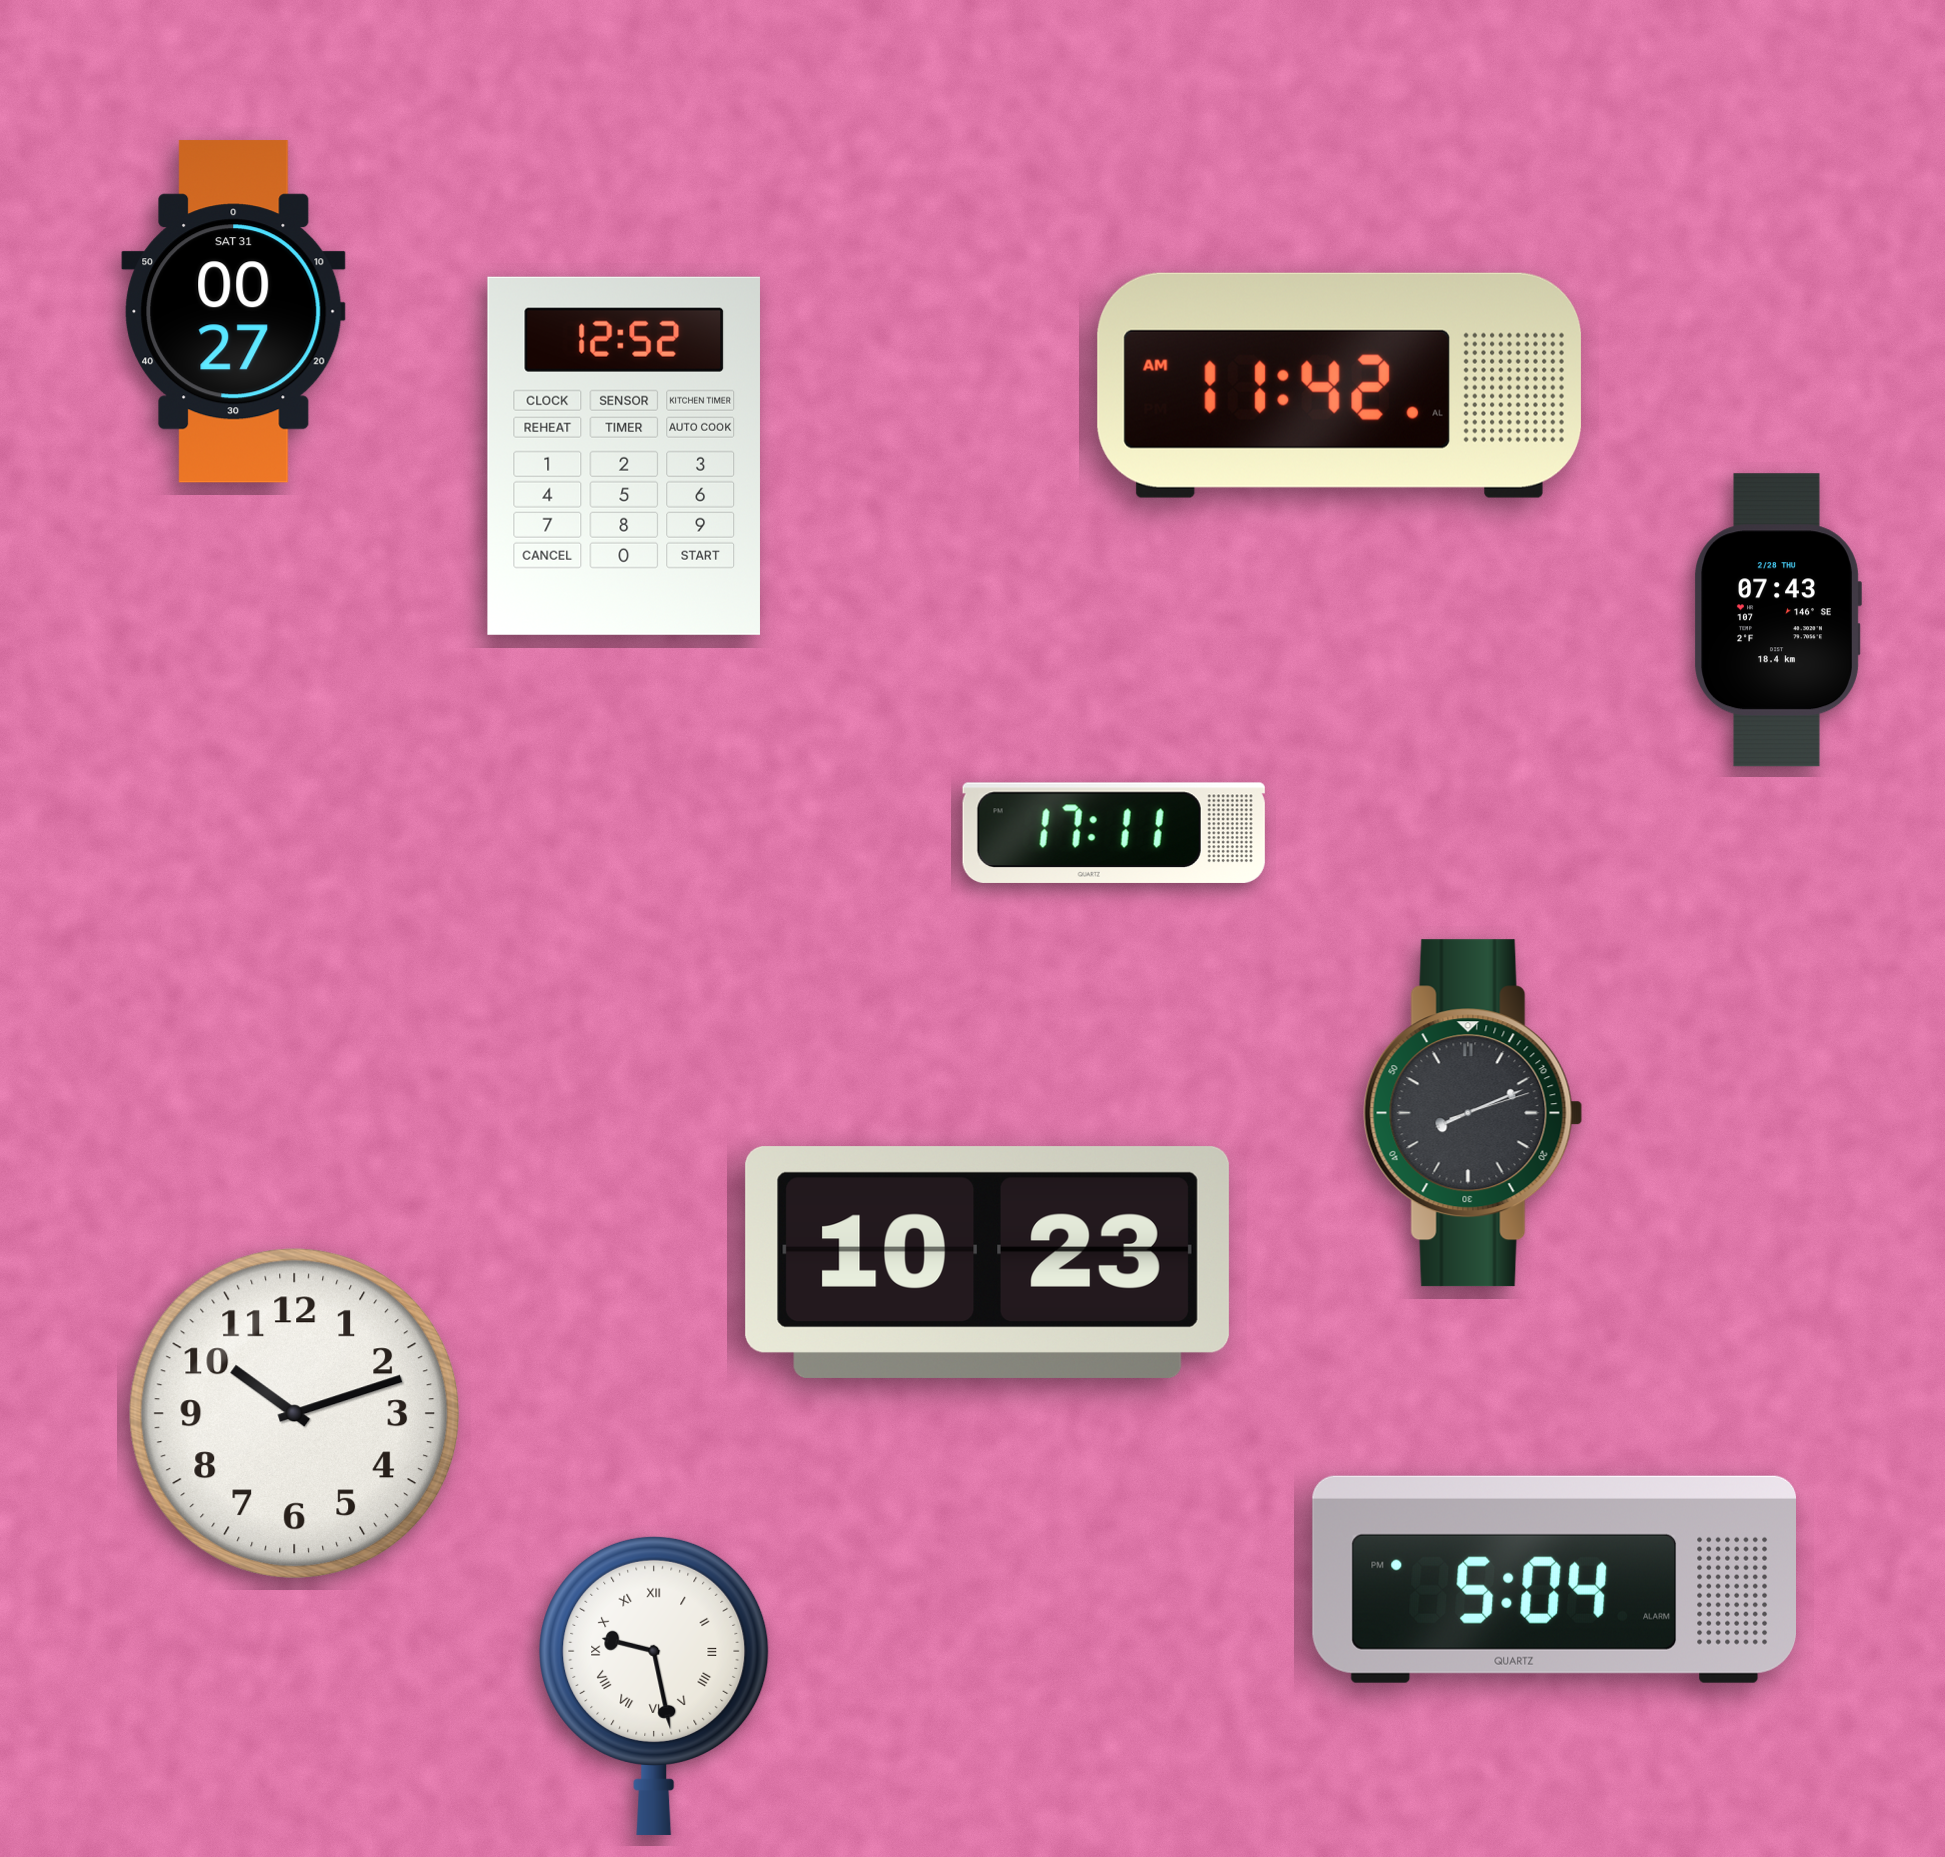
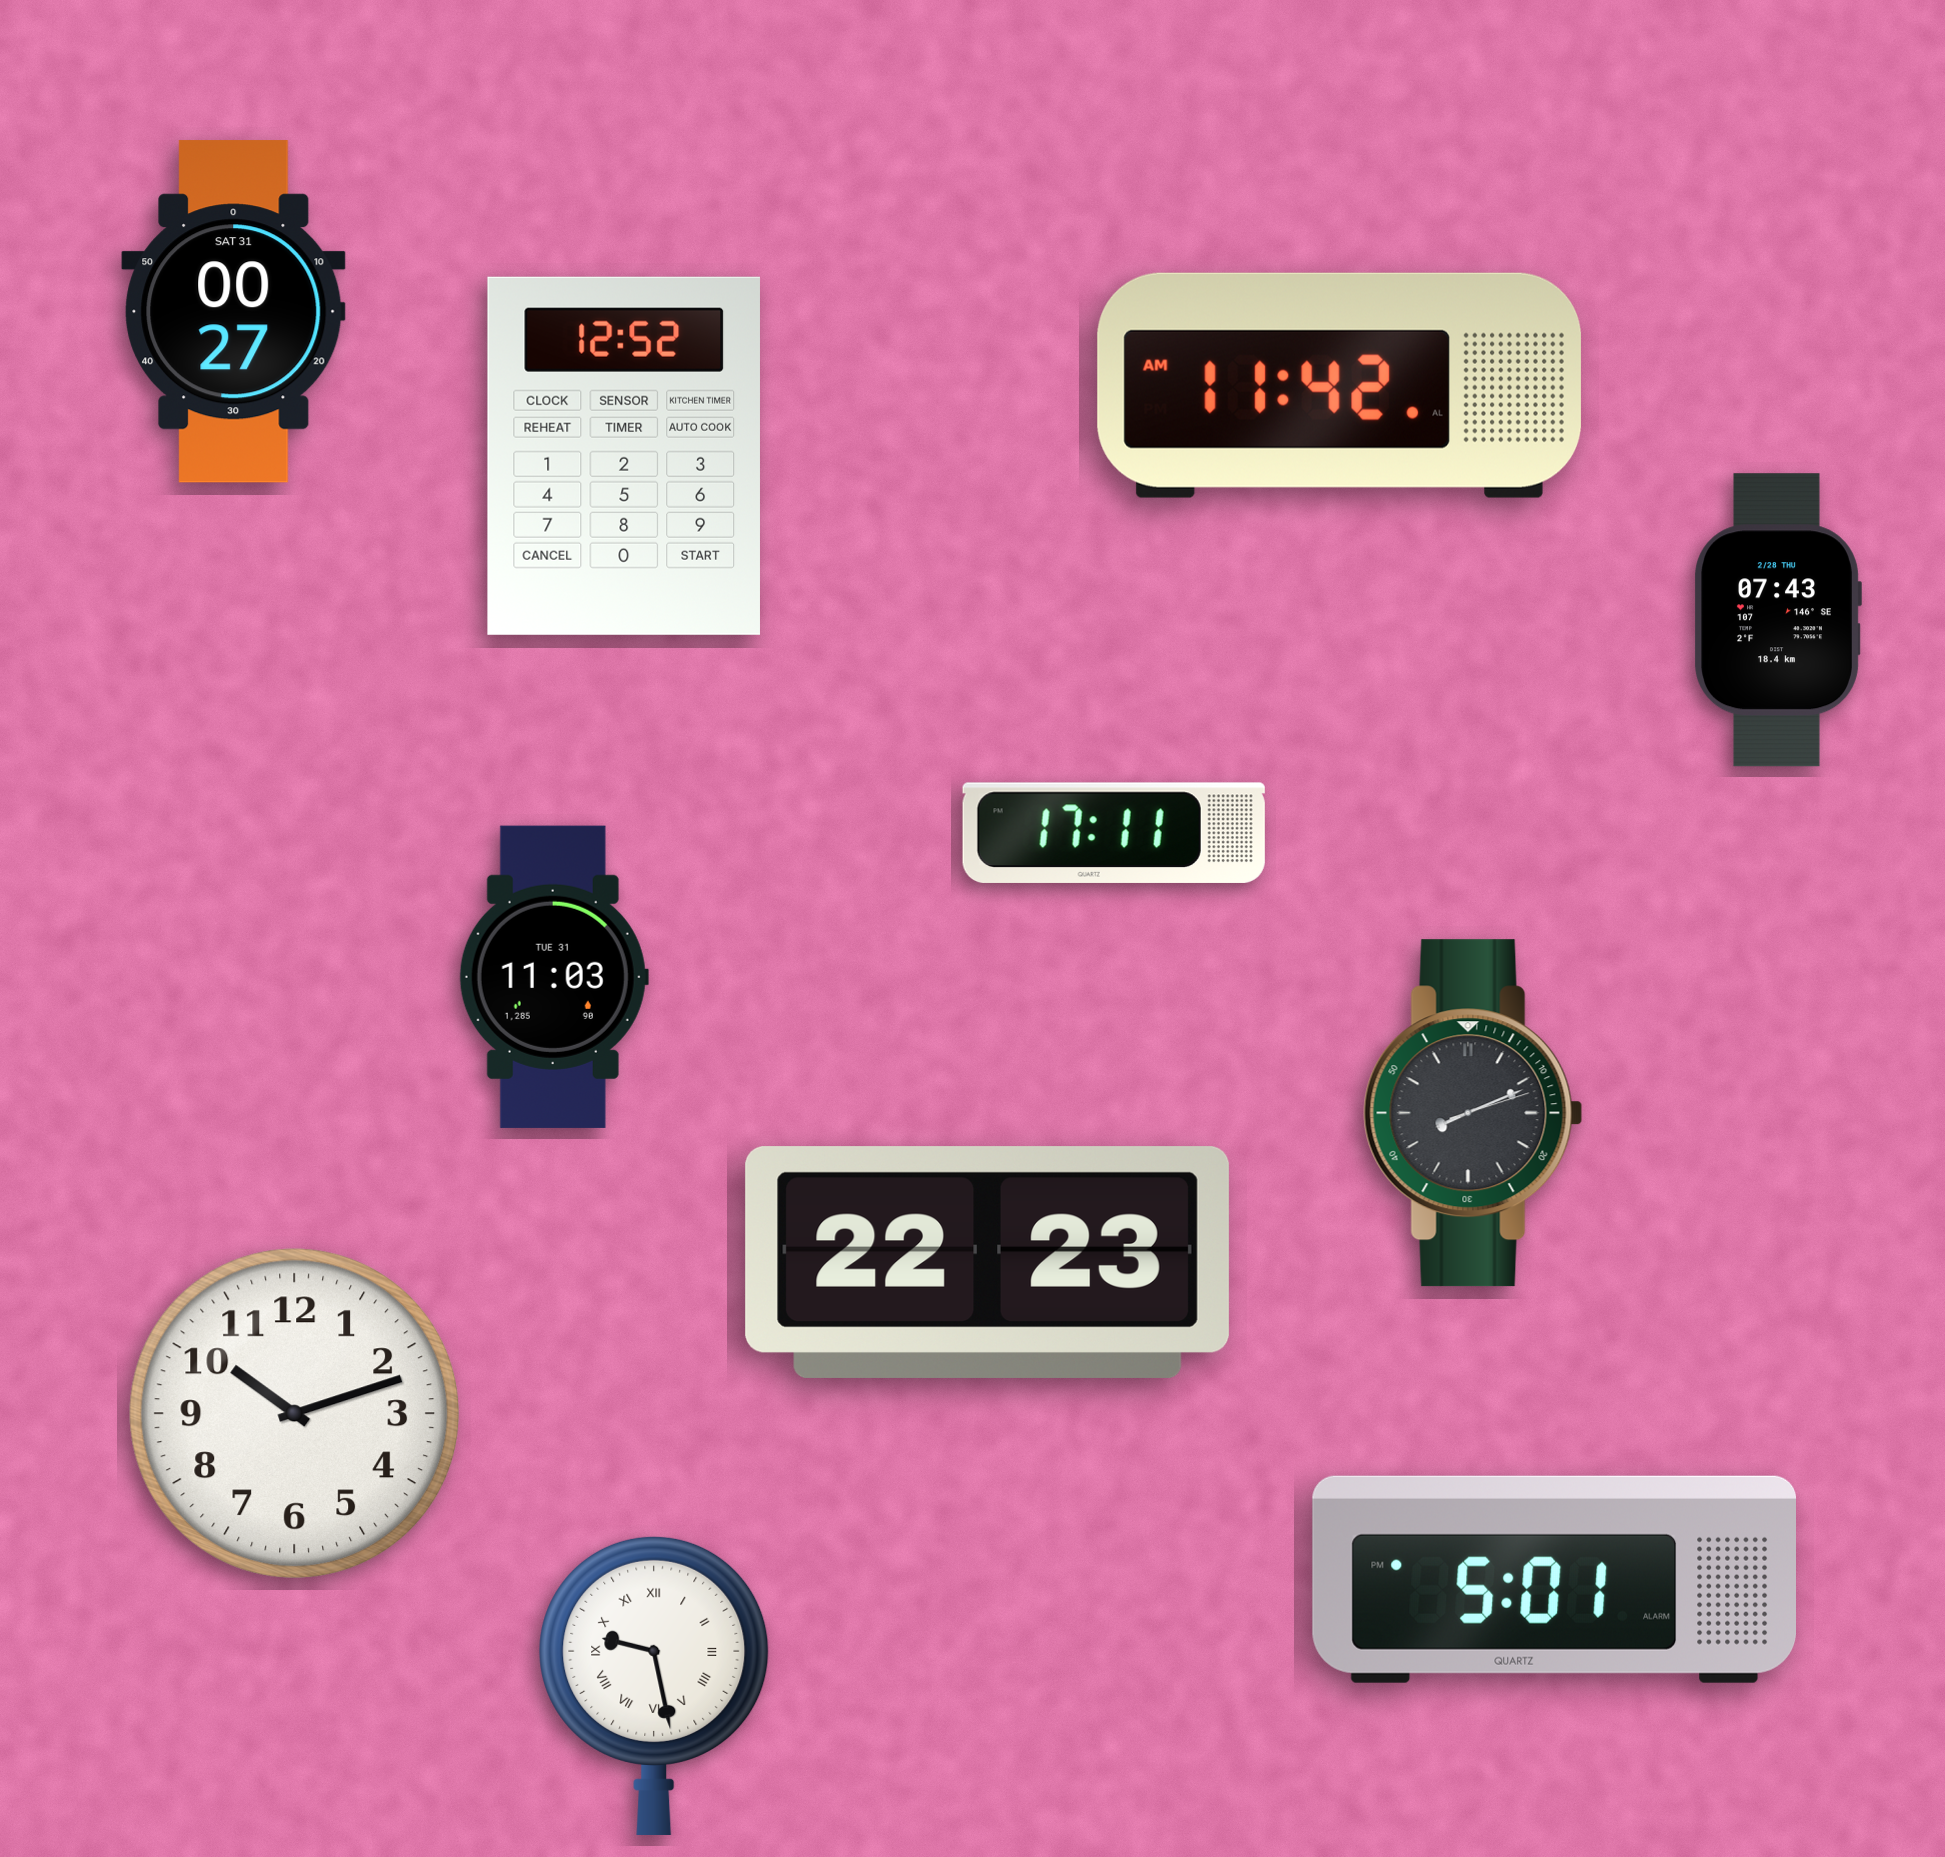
clock at (554, 977): none -> 11:03
clock at (987, 1262): 10:23 -> 22:23
clock at (1554, 1579): 5:04 -> 5:01
